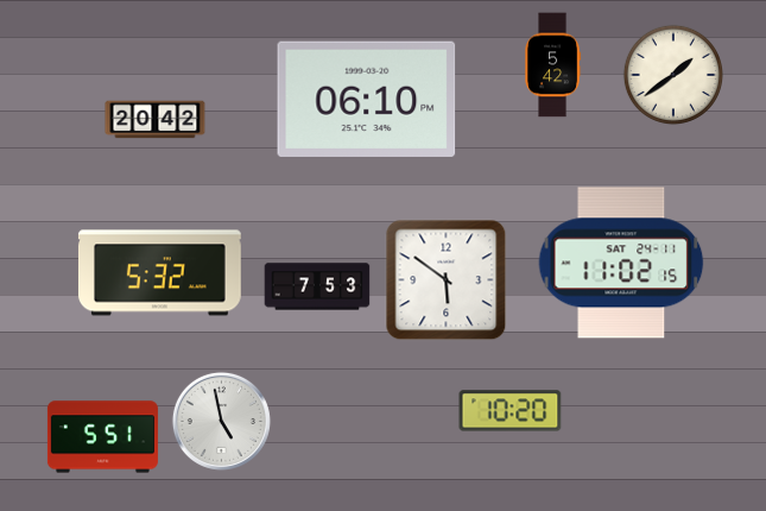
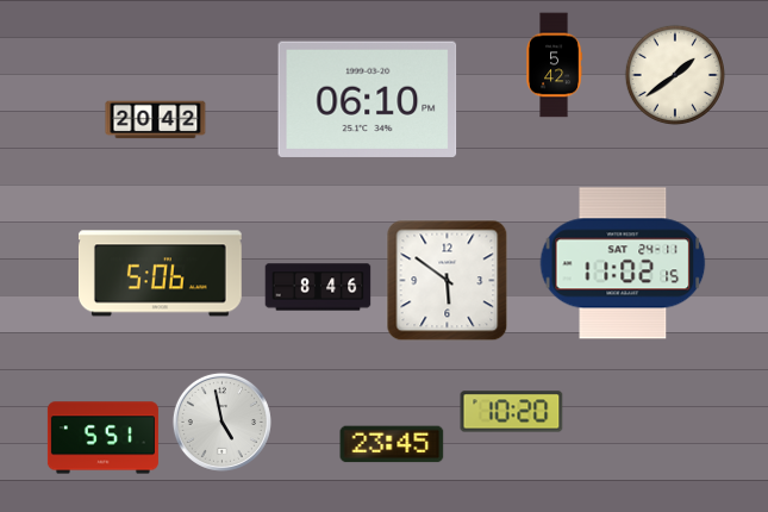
clock at (159, 273): 5:32 -> 5:06
clock at (317, 286): 7:53 -> 8:46
clock at (392, 444): none -> 23:45
